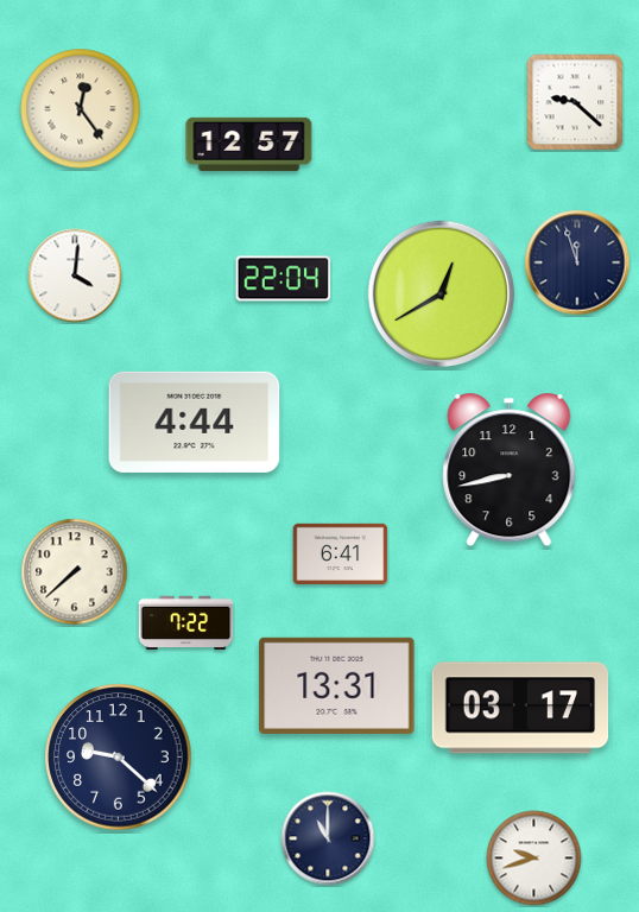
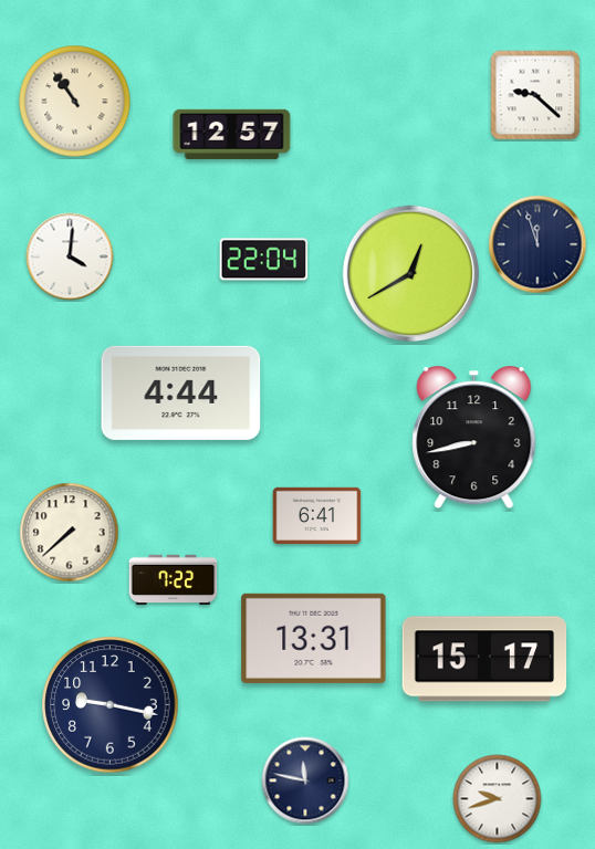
clock at (81, 109): 12:24 -> 10:54
clock at (520, 708): 03:17 -> 15:17
clock at (119, 758): 9:22 -> 9:17
clock at (328, 838): 11:00 -> 11:47
